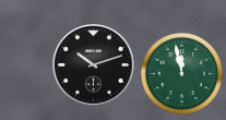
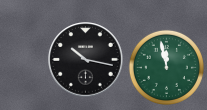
clock at (94, 65): 10:12 -> 10:17
